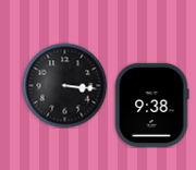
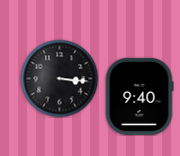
clock at (151, 105): 9:38 -> 9:40
